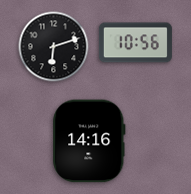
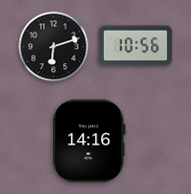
clock at (135, 43) position: (135, 43) -> (135, 46)
